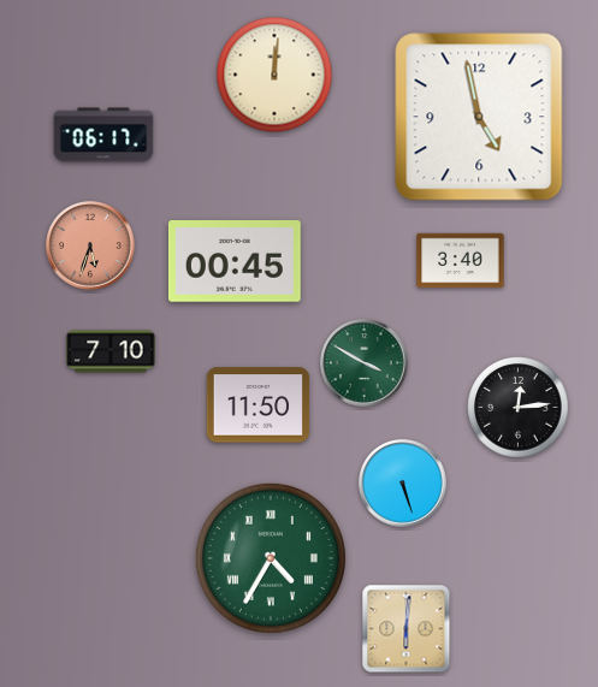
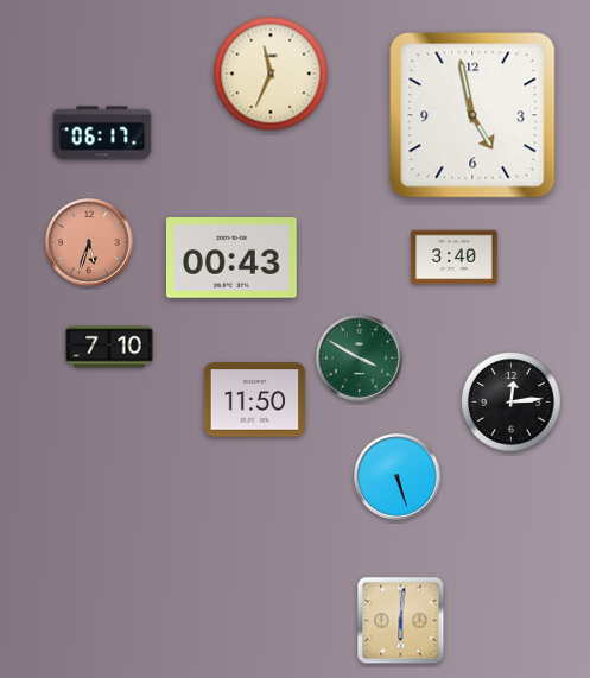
clock at (274, 75): 12:01 -> 11:34
clock at (235, 262): 00:45 -> 00:43
clock at (271, 558): 4:35 -> none
